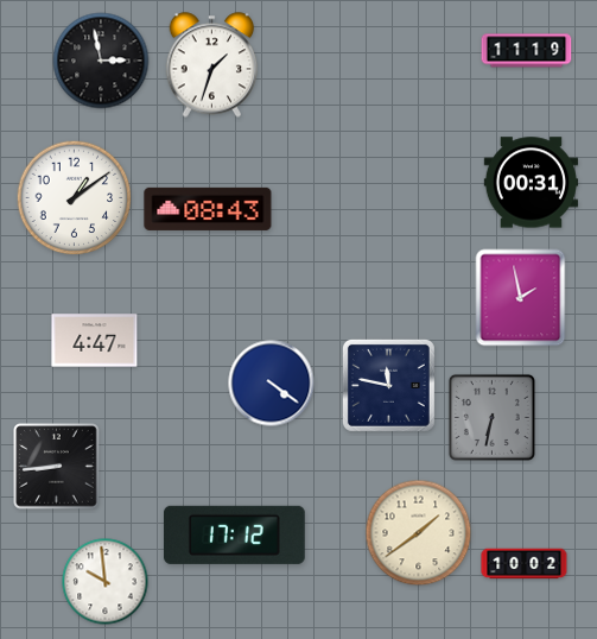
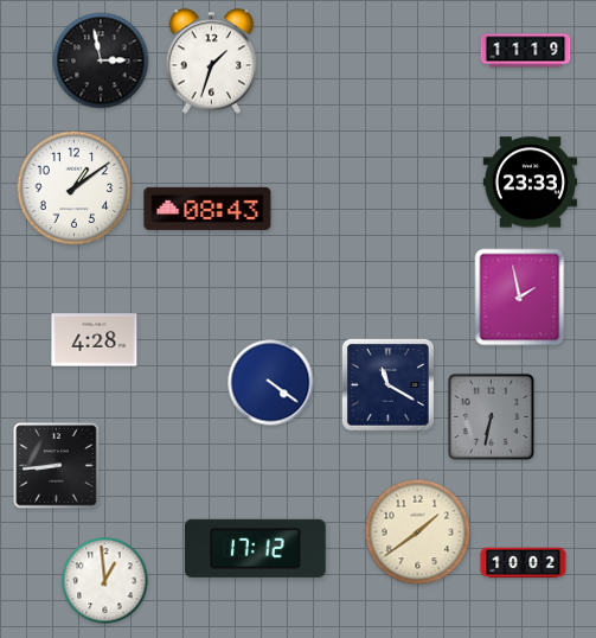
clock at (212, 65) position: (212, 65) -> (212, 62)
clock at (531, 183): 00:31 -> 23:33
clock at (75, 198) position: (75, 198) -> (75, 189)
clock at (95, 341): 4:47 -> 4:28
clock at (388, 385): 11:47 -> 11:20
clock at (234, 534) position: (234, 534) -> (255, 548)
clock at (106, 582): 9:59 -> 12:59
